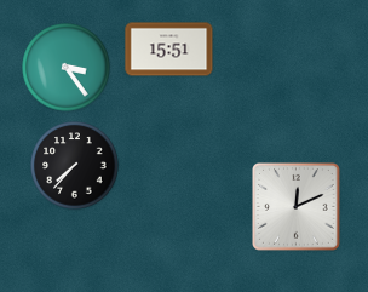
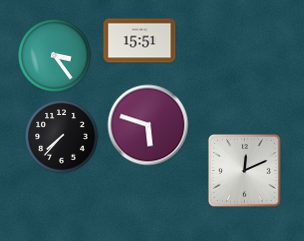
clock at (148, 125): none -> 5:48
